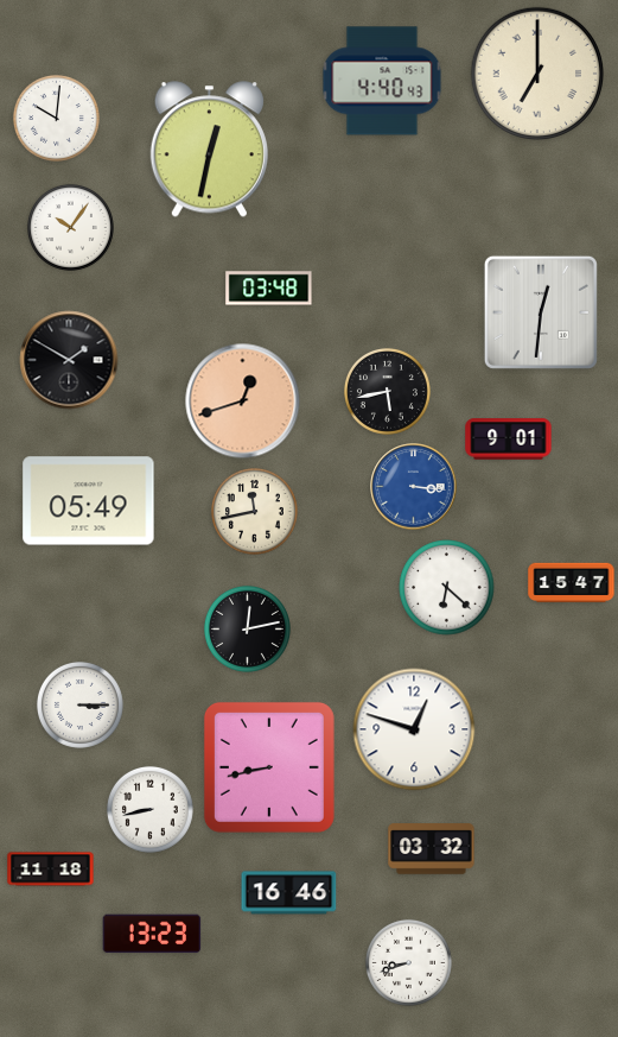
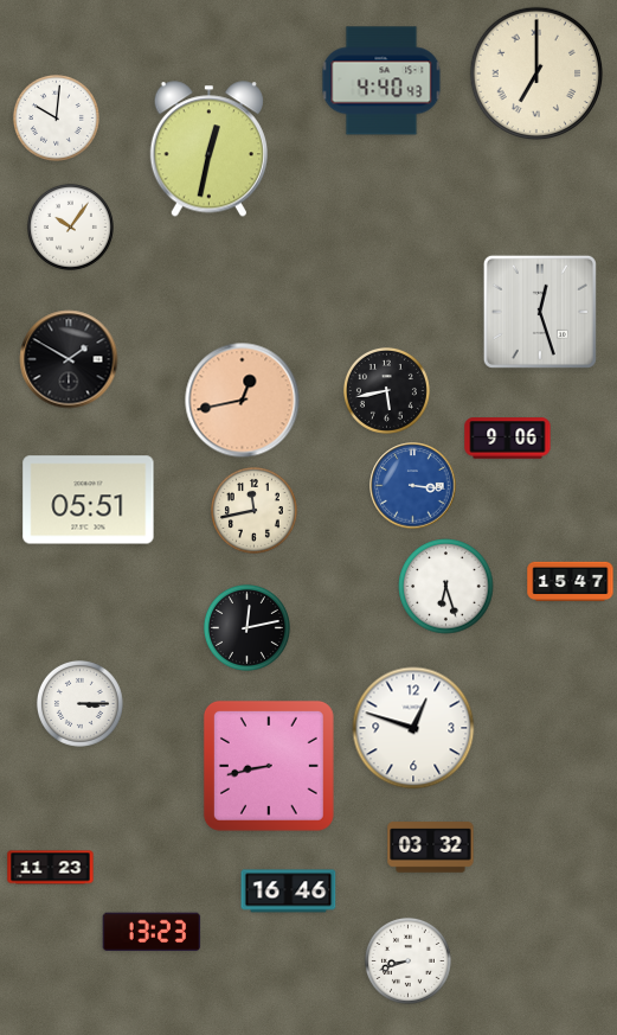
clock at (269, 289): 03:48 -> none
clock at (541, 312): 12:31 -> 12:27
clock at (243, 401): 12:42 -> 12:43
clock at (509, 440): 9:01 -> 9:06
clock at (89, 501): 05:49 -> 05:51
clock at (447, 588): 6:22 -> 6:27
clock at (149, 809): 8:43 -> none
clock at (51, 870): 11:18 -> 11:23
